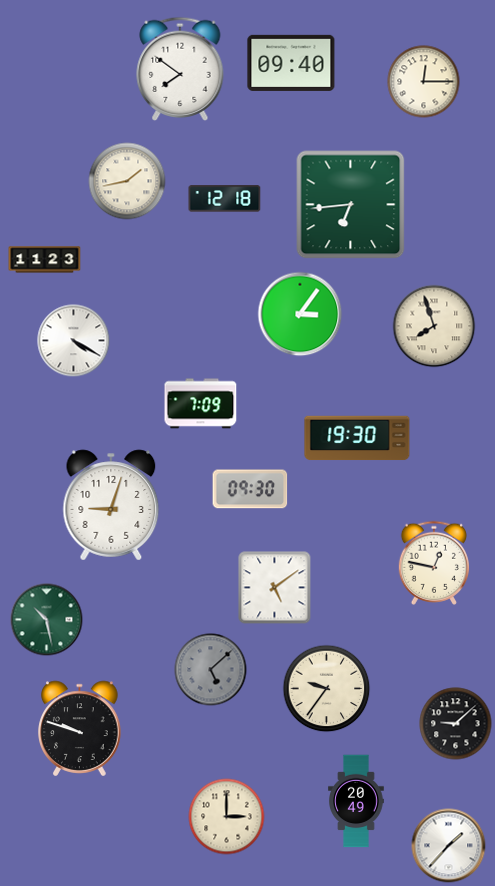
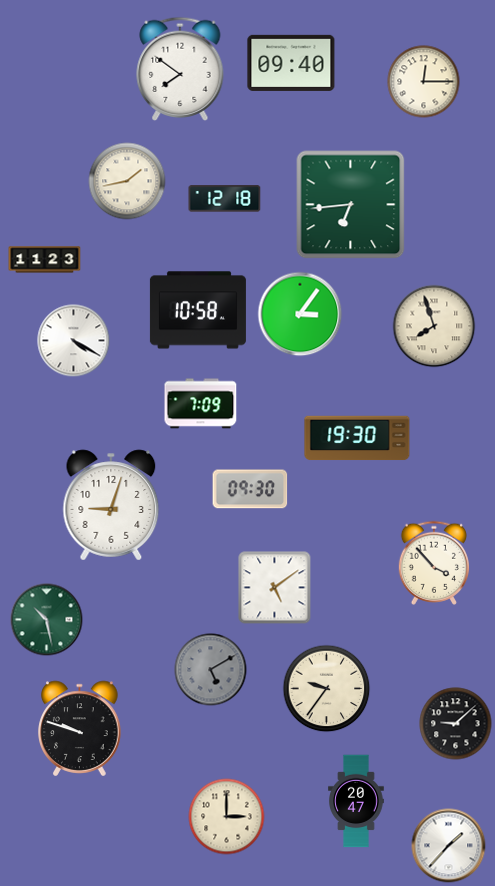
clock at (198, 310): none -> 10:58
clock at (433, 563): 12:47 -> 3:53
clock at (211, 670): 5:08 -> 5:10
clock at (356, 801): 20:49 -> 20:47
